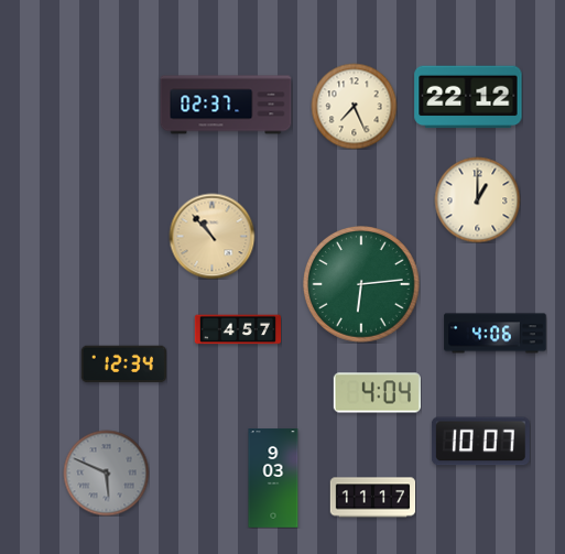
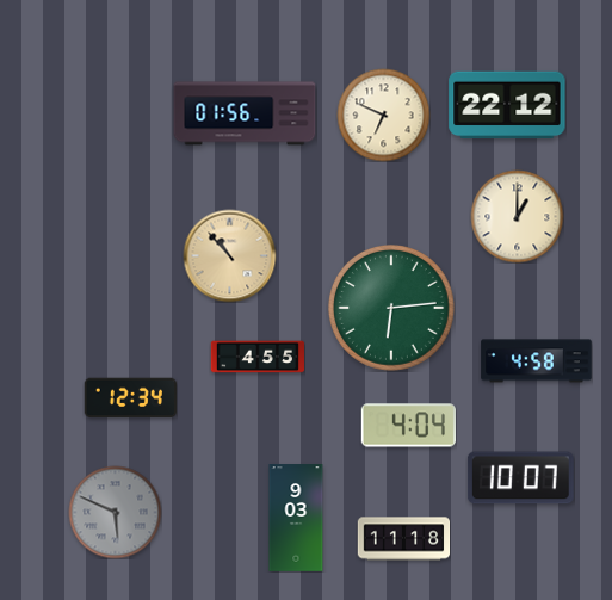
clock at (226, 105): 02:37 -> 01:56
clock at (354, 106): 7:26 -> 6:49
clock at (237, 329): 4:57 -> 4:55
clock at (496, 334): 4:06 -> 4:58
clock at (123, 365) position: (123, 365) -> (130, 398)
clock at (372, 498): 11:17 -> 11:18
